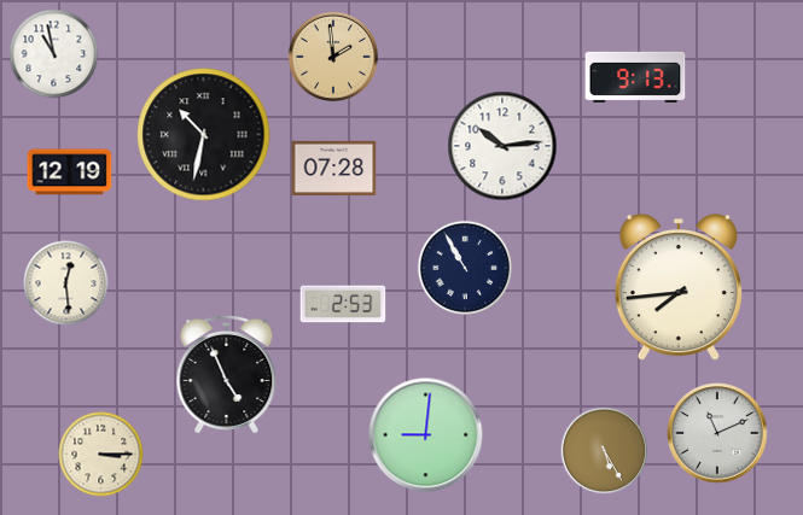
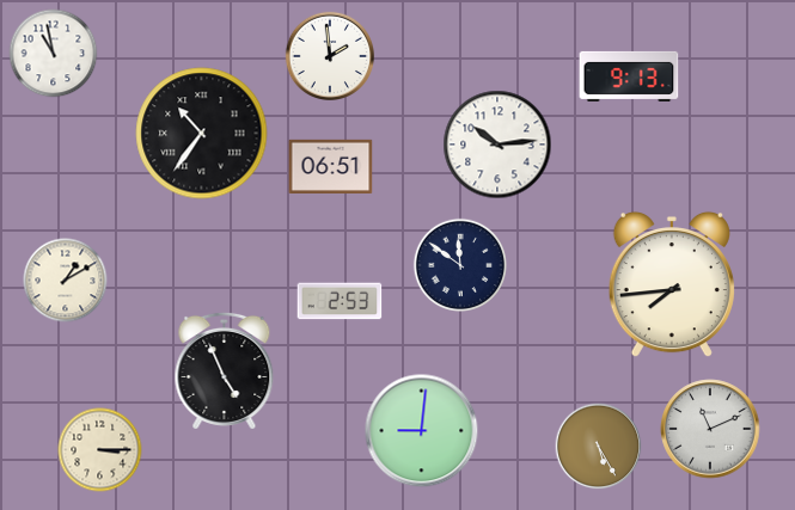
clock at (332, 55) dial: champagne -> white
clock at (204, 135): 10:32 -> 10:36
clock at (334, 168): 07:28 -> 06:51
clock at (70, 172): 12:19 -> none
clock at (465, 268): 10:55 -> 11:51
clock at (66, 283): 12:29 -> 1:10
